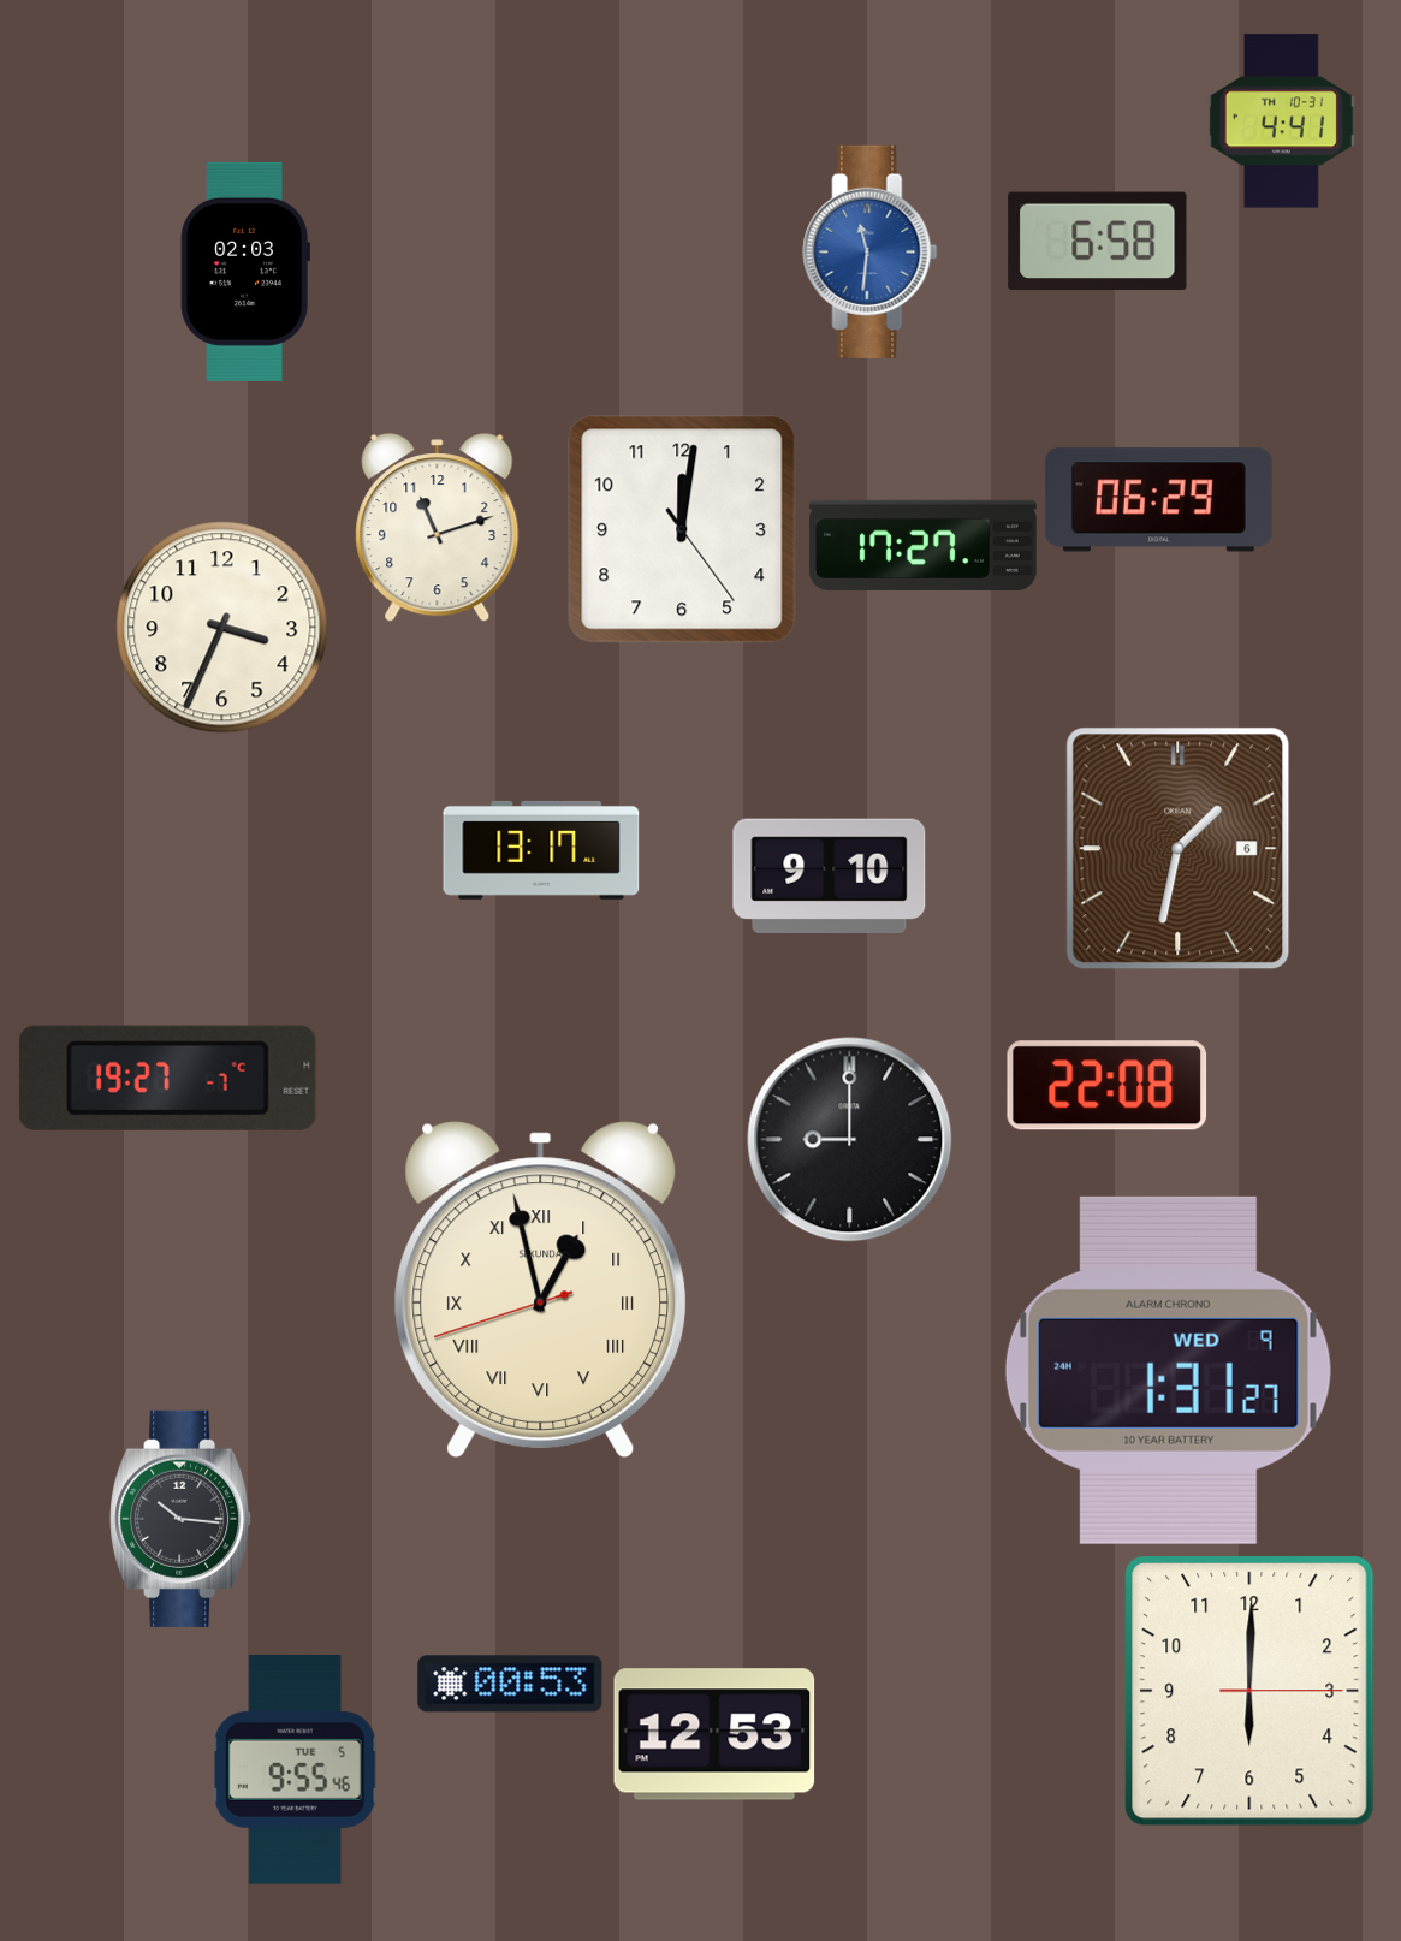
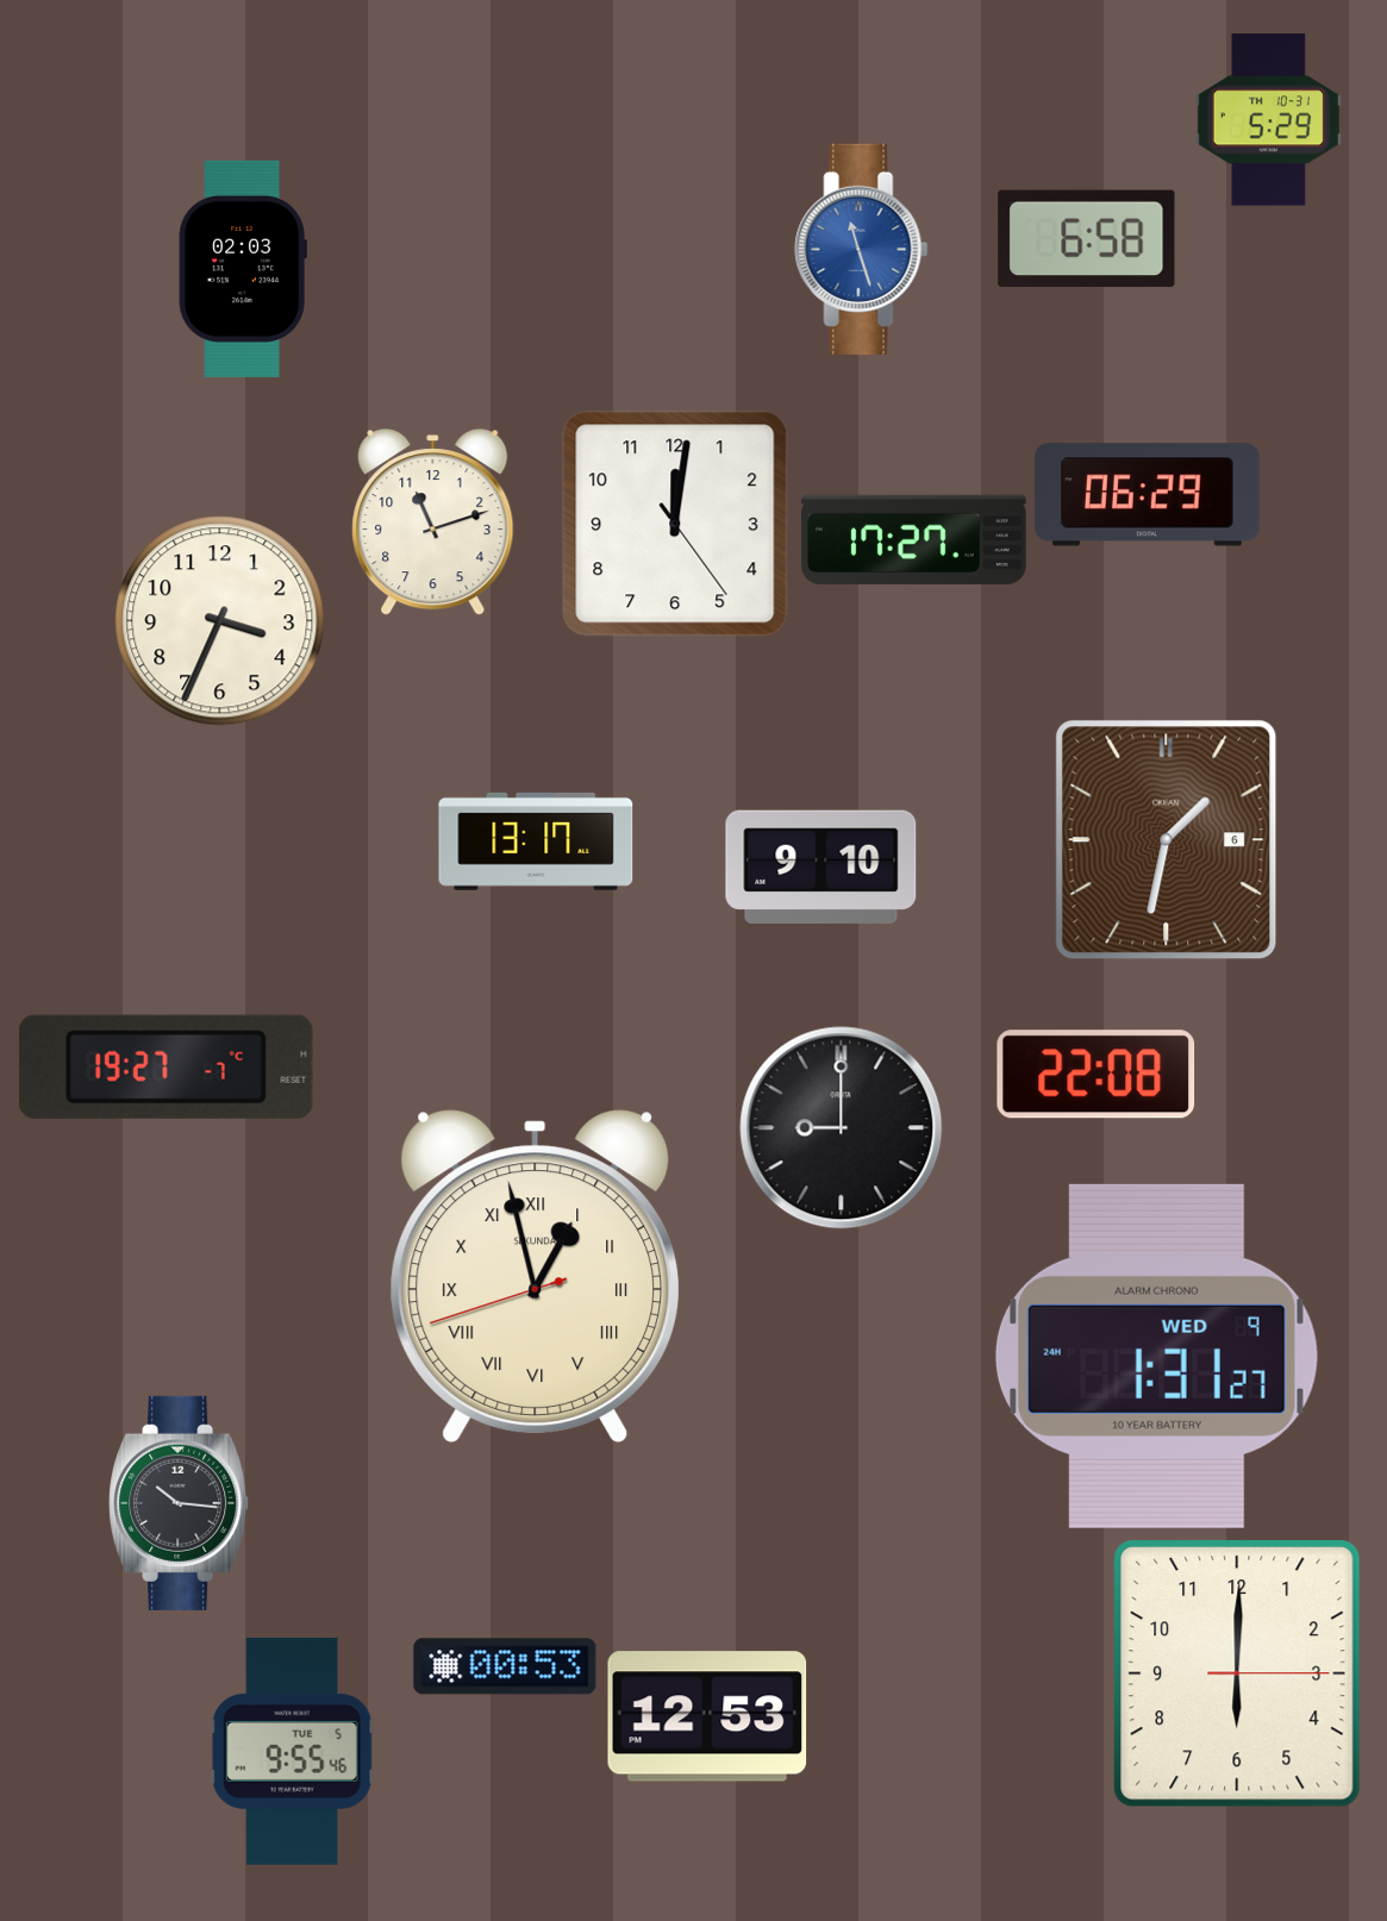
clock at (1281, 121): 4:41 -> 5:29
clock at (871, 251): 11:31 -> 11:27
